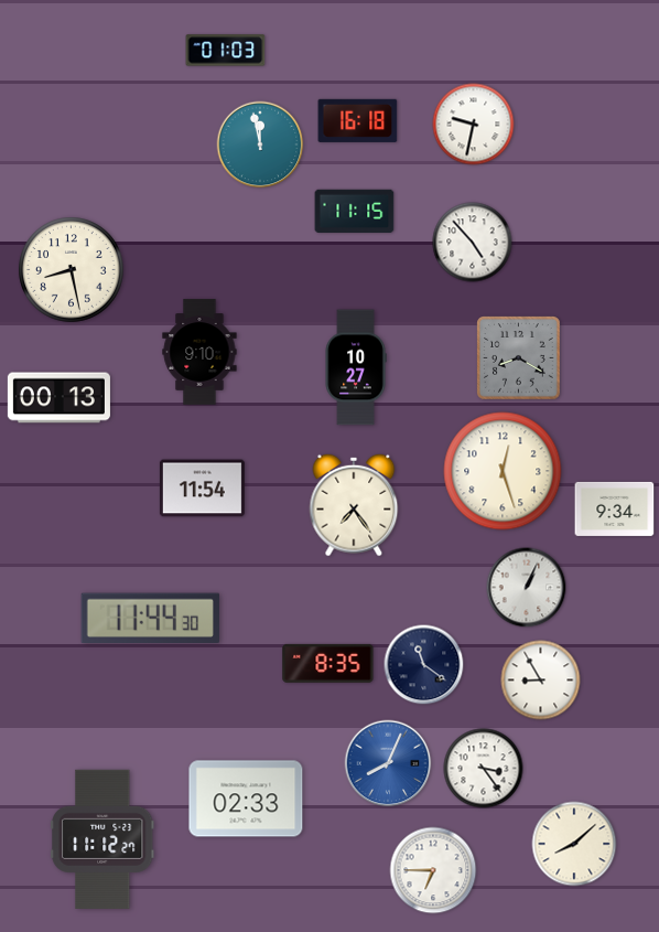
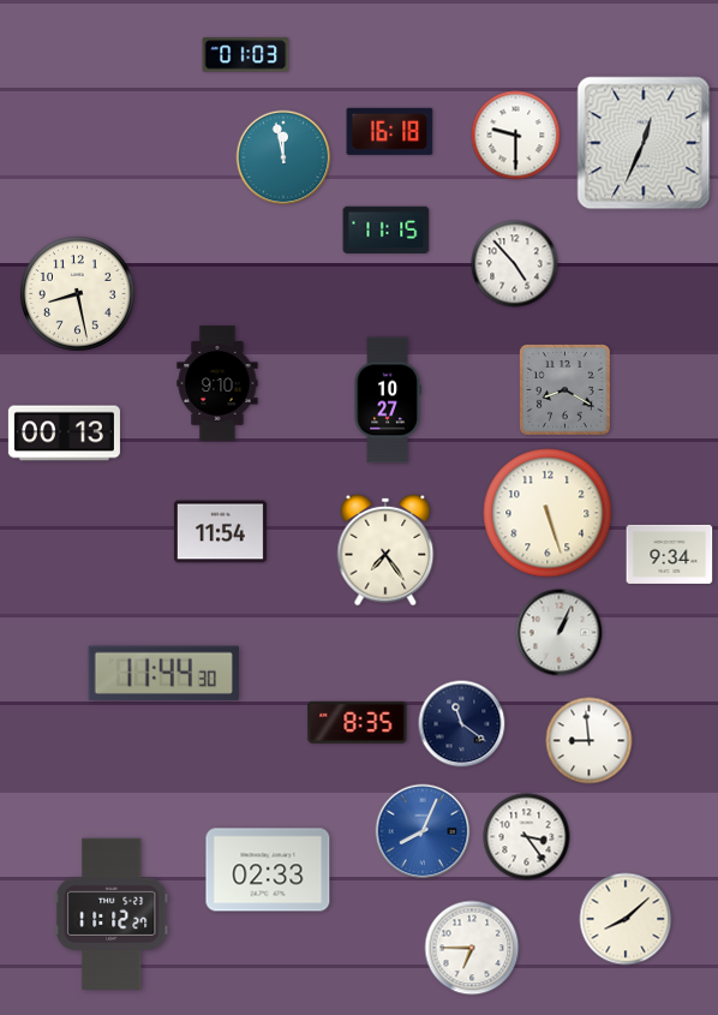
clock at (474, 125): 9:32 -> 9:30
clock at (644, 143): none -> 12:34
clock at (503, 471): 12:27 -> 5:27
clock at (527, 588) position: (527, 588) -> (560, 633)
clock at (541, 681): 8:55 -> 8:59
